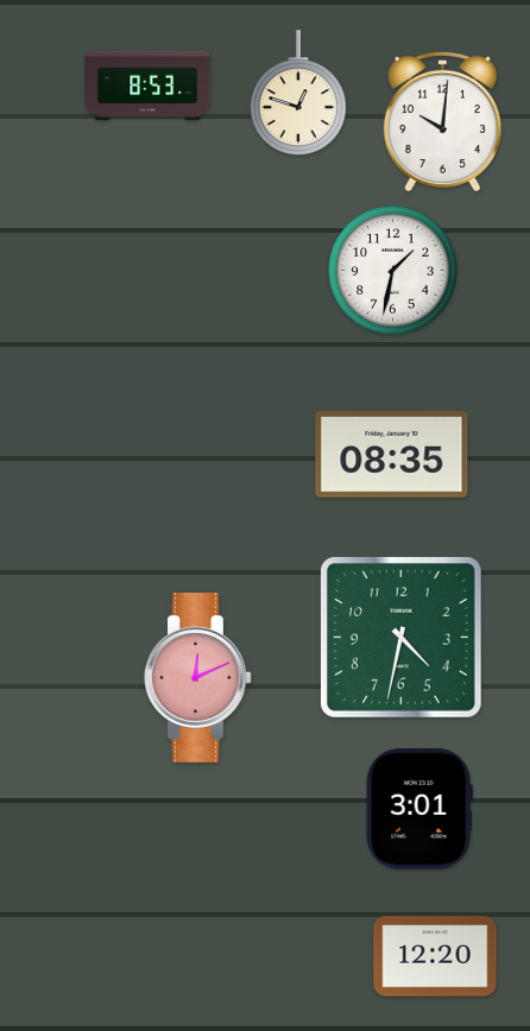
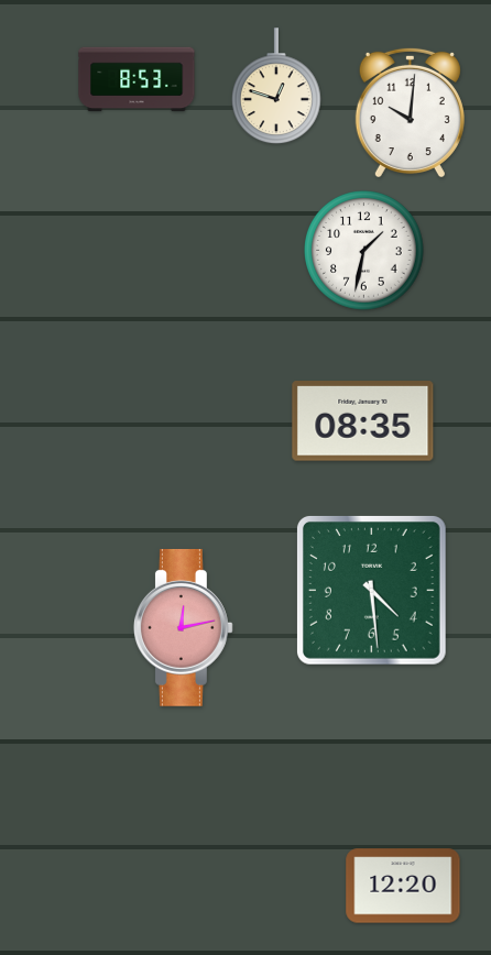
clock at (400, 637): 4:32 -> 4:29
clock at (197, 677): 12:11 -> 12:13
clock at (419, 809): 3:01 -> none
